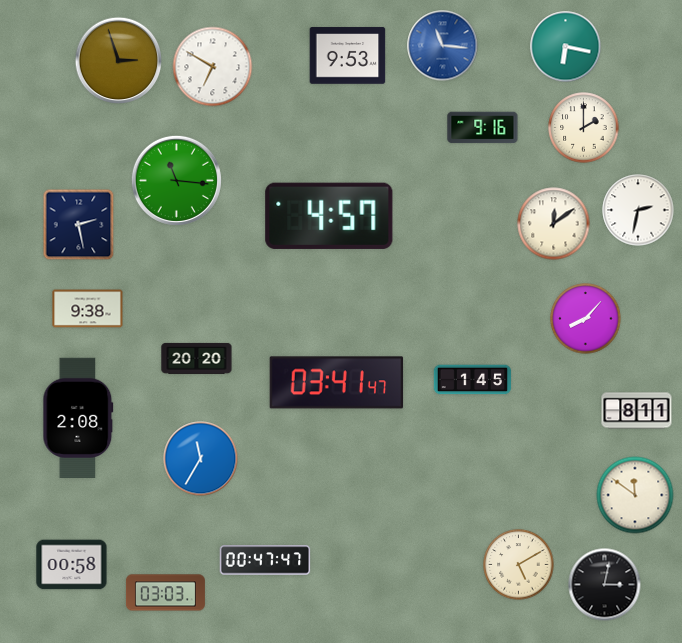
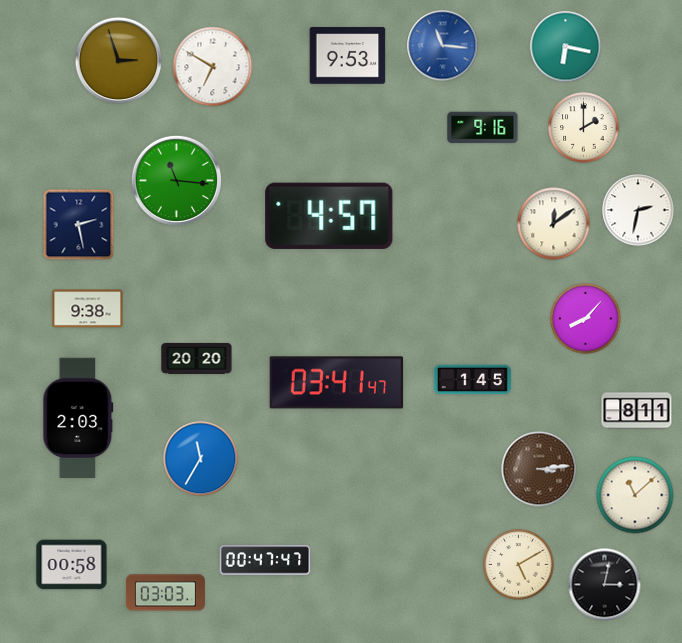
clock at (78, 417): 2:08 -> 2:03
clock at (539, 469): none -> 3:14
clock at (635, 495): 11:51 -> 11:08
